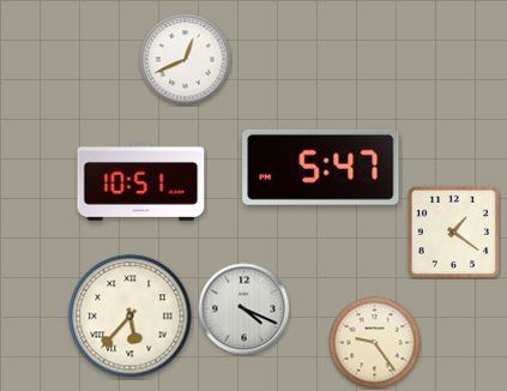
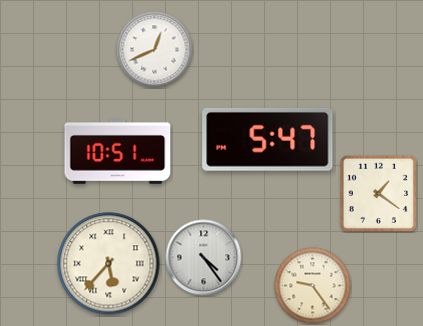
clock at (245, 309): 4:19 -> 4:24
